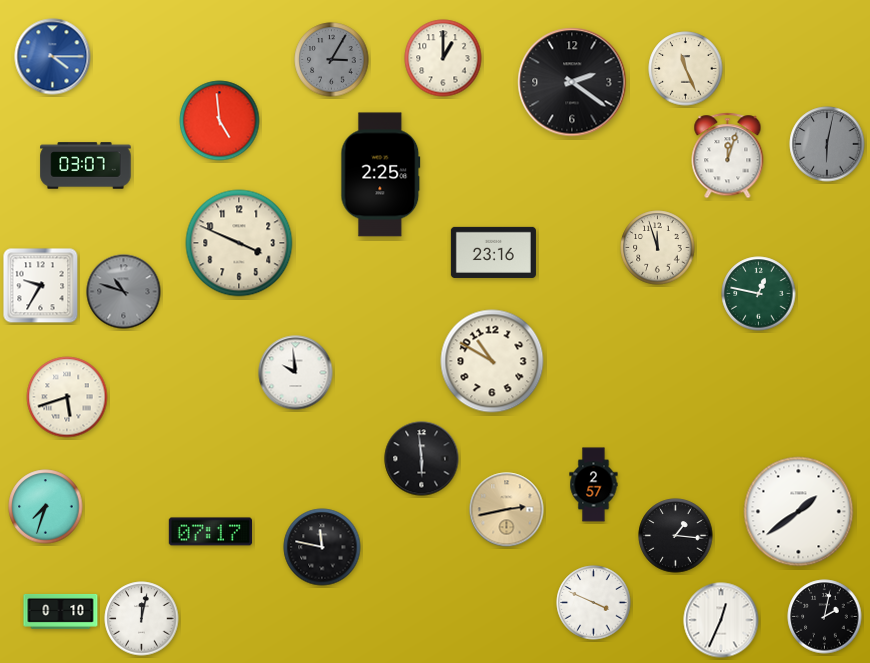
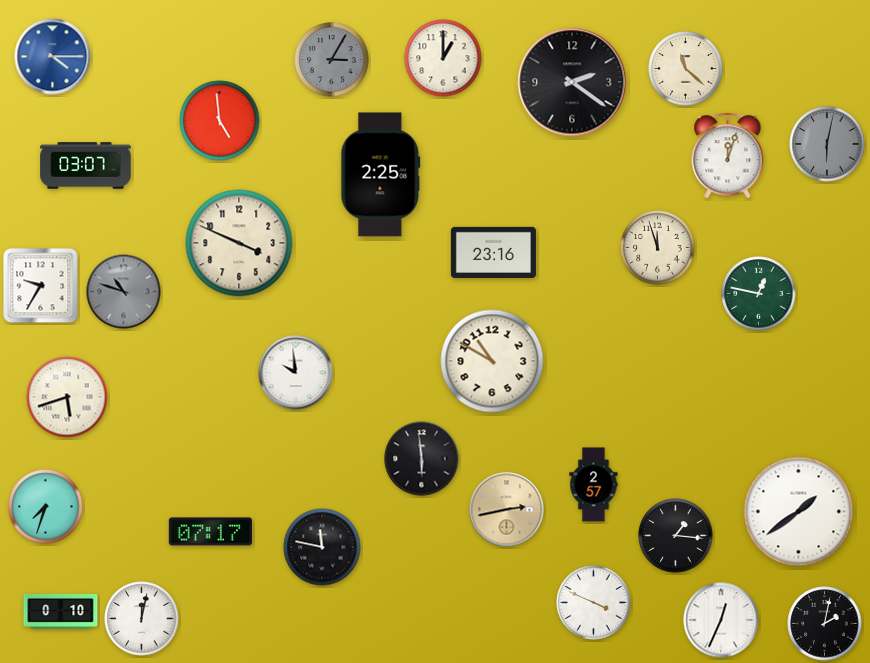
clock at (686, 69): 11:26 -> 11:22
clock at (825, 617) position: (825, 617) -> (825, 624)
